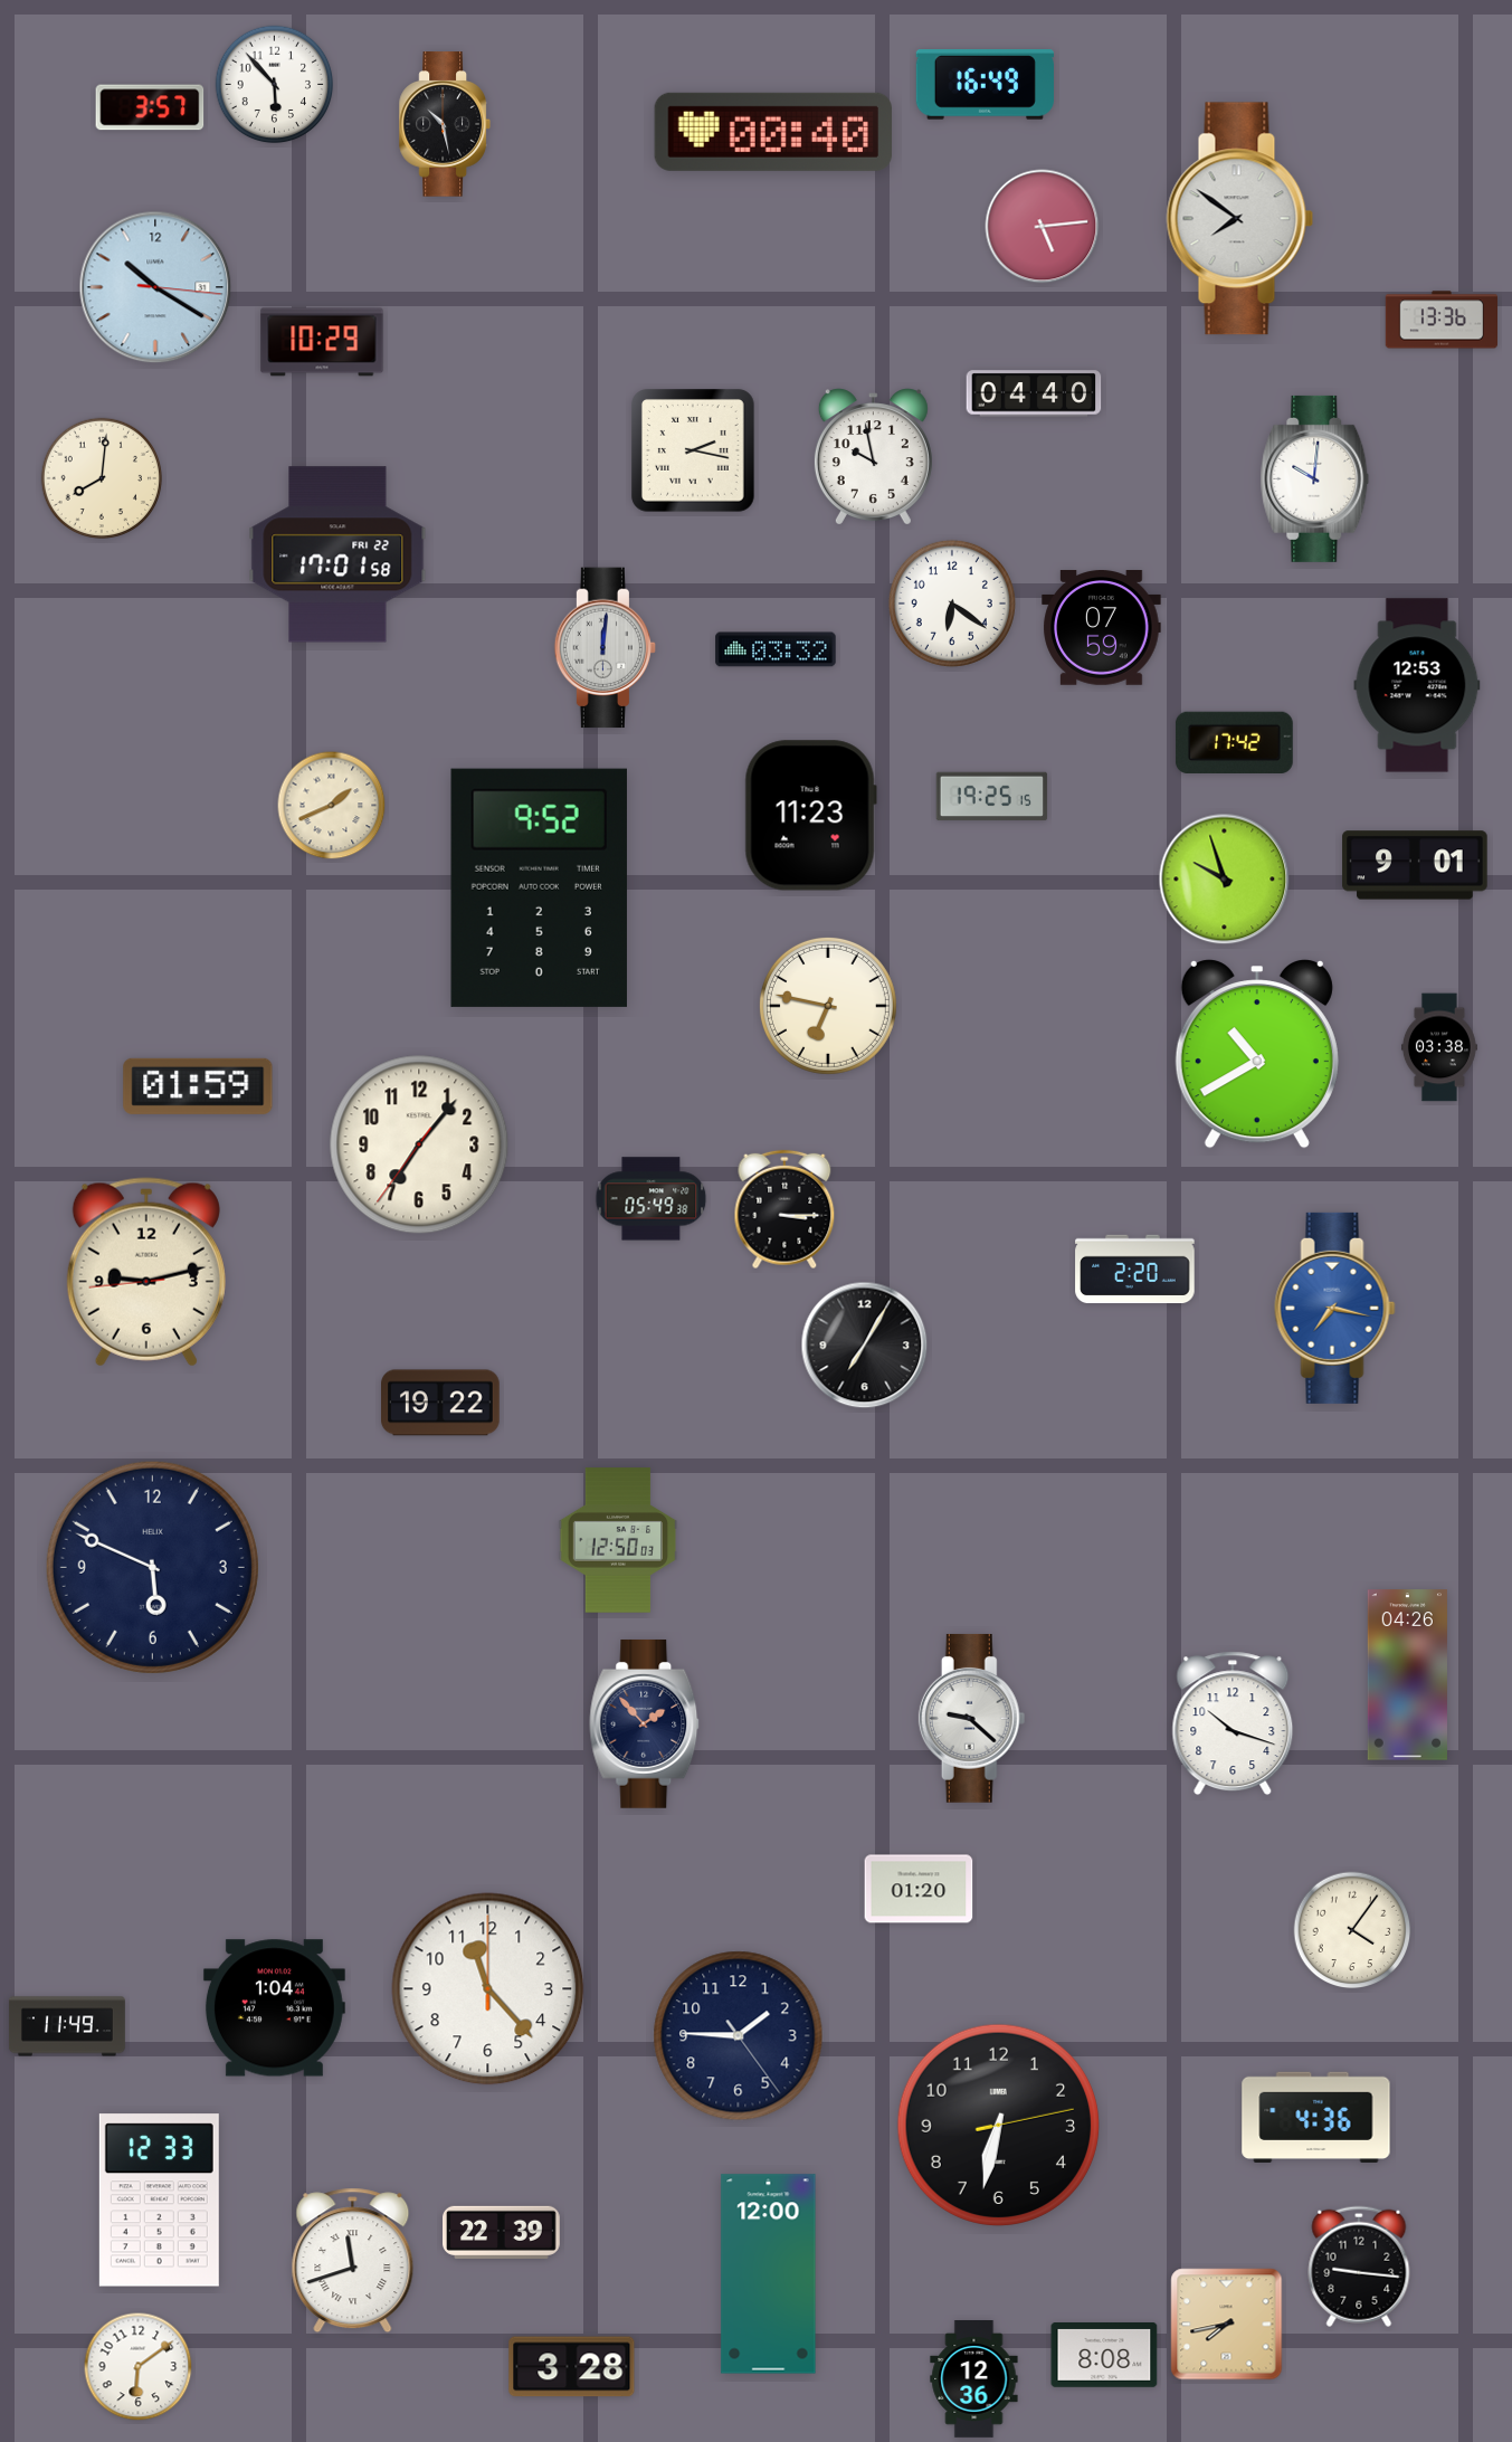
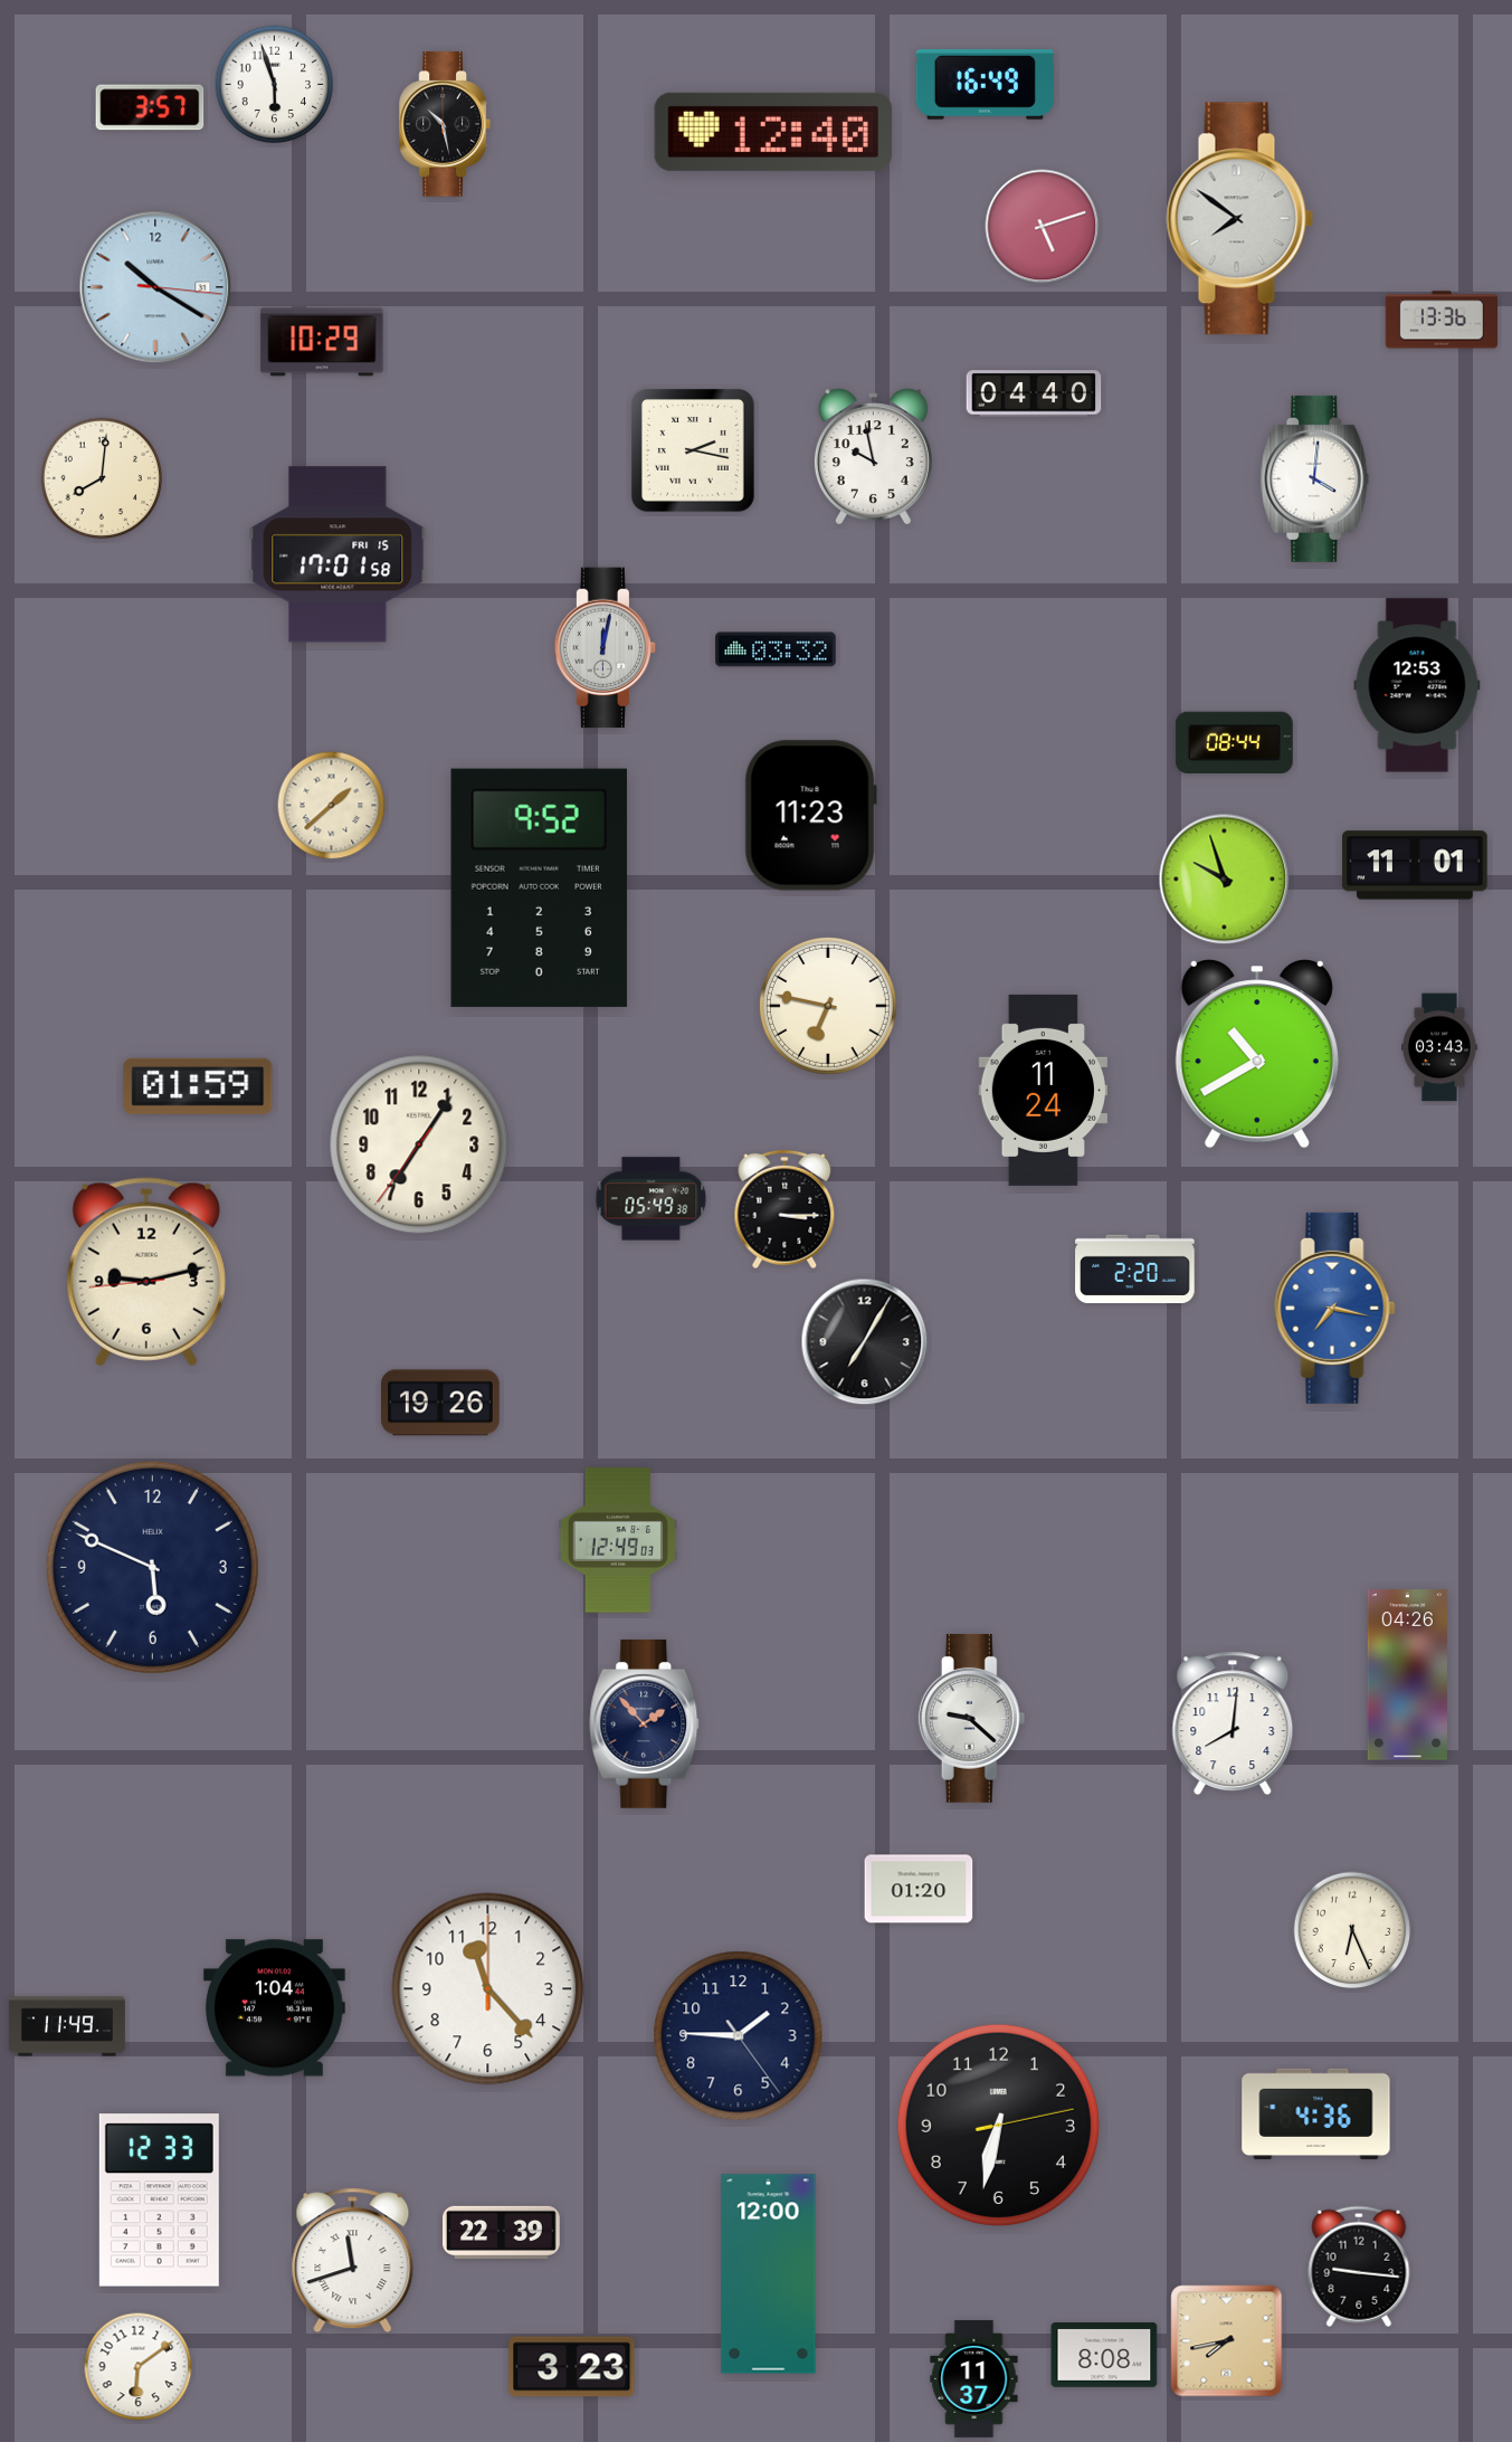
clock at (275, 85): 5:53 -> 5:57
clock at (773, 132): 00:40 -> 12:40
clock at (1043, 227): 5:14 -> 5:12
clock at (1315, 478): 10:01 -> 4:01
clock at (337, 554) date: FRI 22 -> FRI 15
clock at (952, 604): 6:21 -> none
clock at (1102, 628): 07:59 -> none
clock at (606, 648): 12:01 -> 12:02
clock at (1234, 743): 17:42 -> 08:44
clock at (992, 797): 19:25 -> none
clock at (332, 806): 1:41 -> 1:38
clock at (1415, 865): 9:01 -> 11:01
clock at (1439, 1047): 03:38 -> 03:43
clock at (1043, 1090): none -> 11:24
clock at (419, 1144): 7:06 -> 7:05
clock at (865, 1346) position: (865, 1346) -> (865, 1342)
clock at (441, 1403): 19:22 -> 19:26
clock at (618, 1540): 12:50 -> 12:49
clock at (1233, 1723): 10:18 -> 8:01
clock at (1352, 1930): 4:06 -> 6:26
clock at (1316, 2118) position: (1316, 2118) -> (1316, 2115)
clock at (1227, 2325) position: (1227, 2325) -> (1227, 2341)
clock at (572, 2367): 3:28 -> 3:23
clock at (974, 2379): 12:36 -> 11:37
